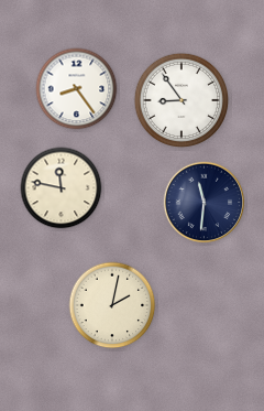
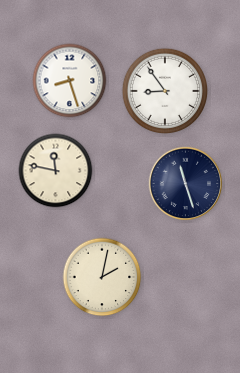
clock at (77, 89): 8:24 -> 8:27
clock at (205, 203): 11:31 -> 11:27
